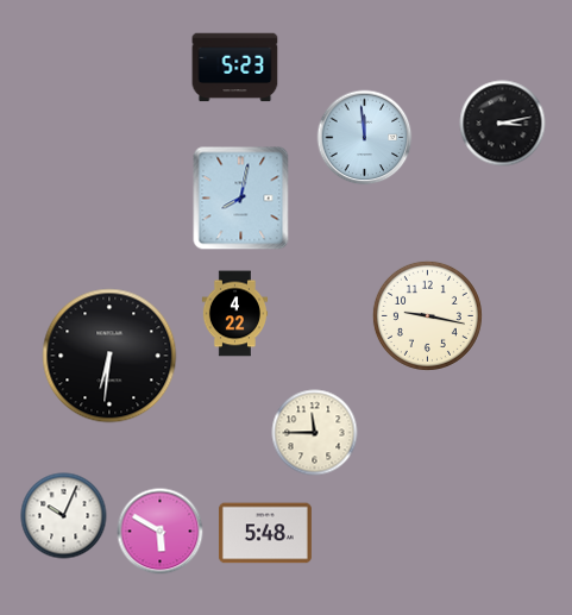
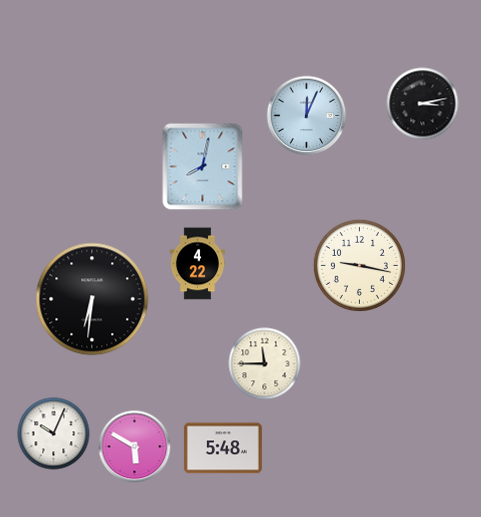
clock at (235, 68): 5:23 -> none
clock at (365, 138): 11:59 -> 12:04
